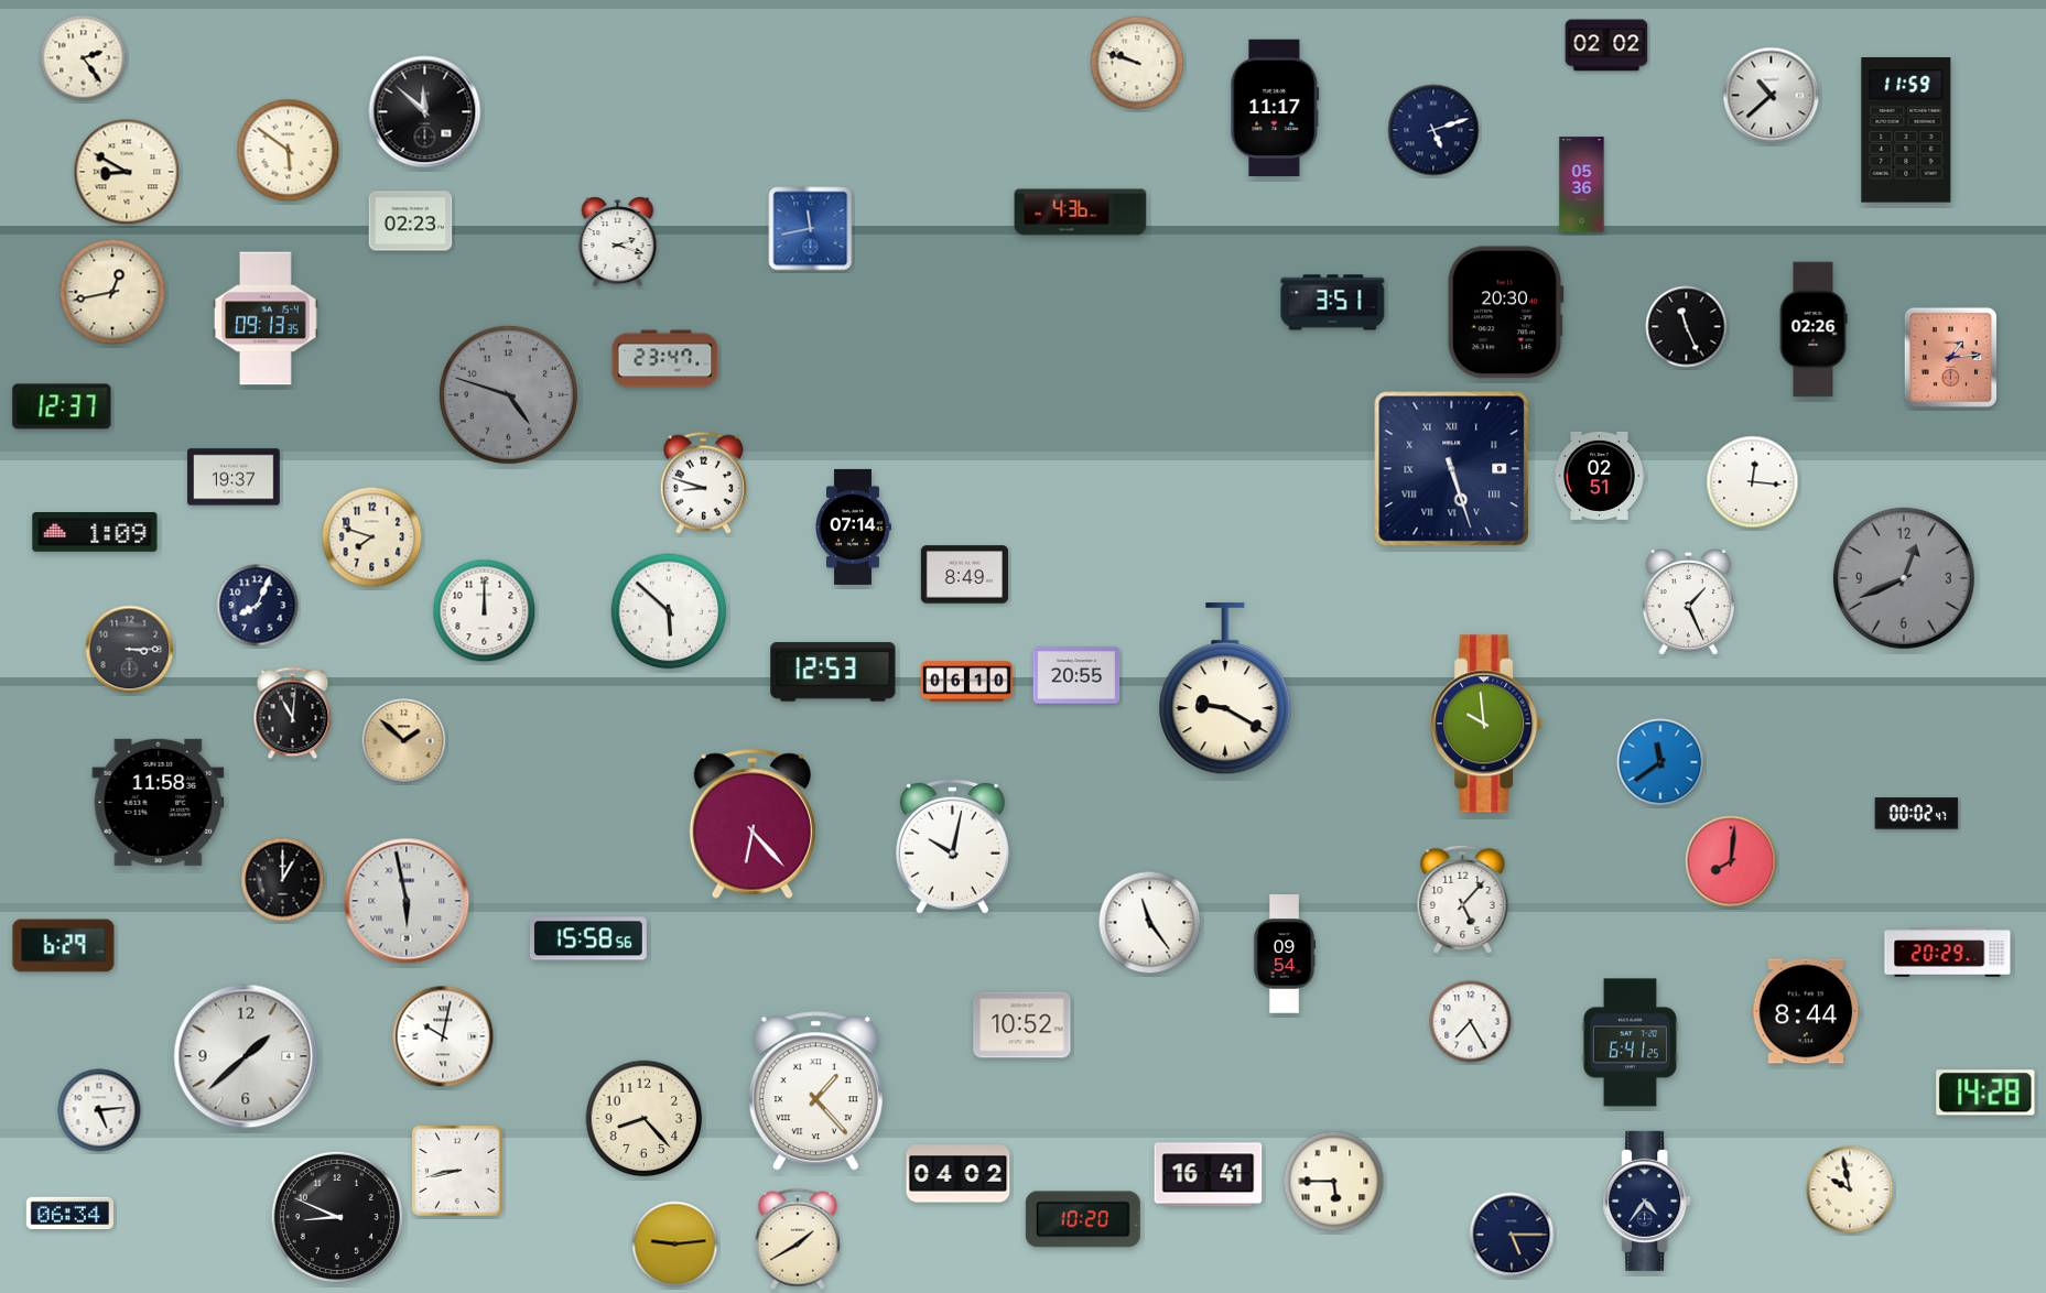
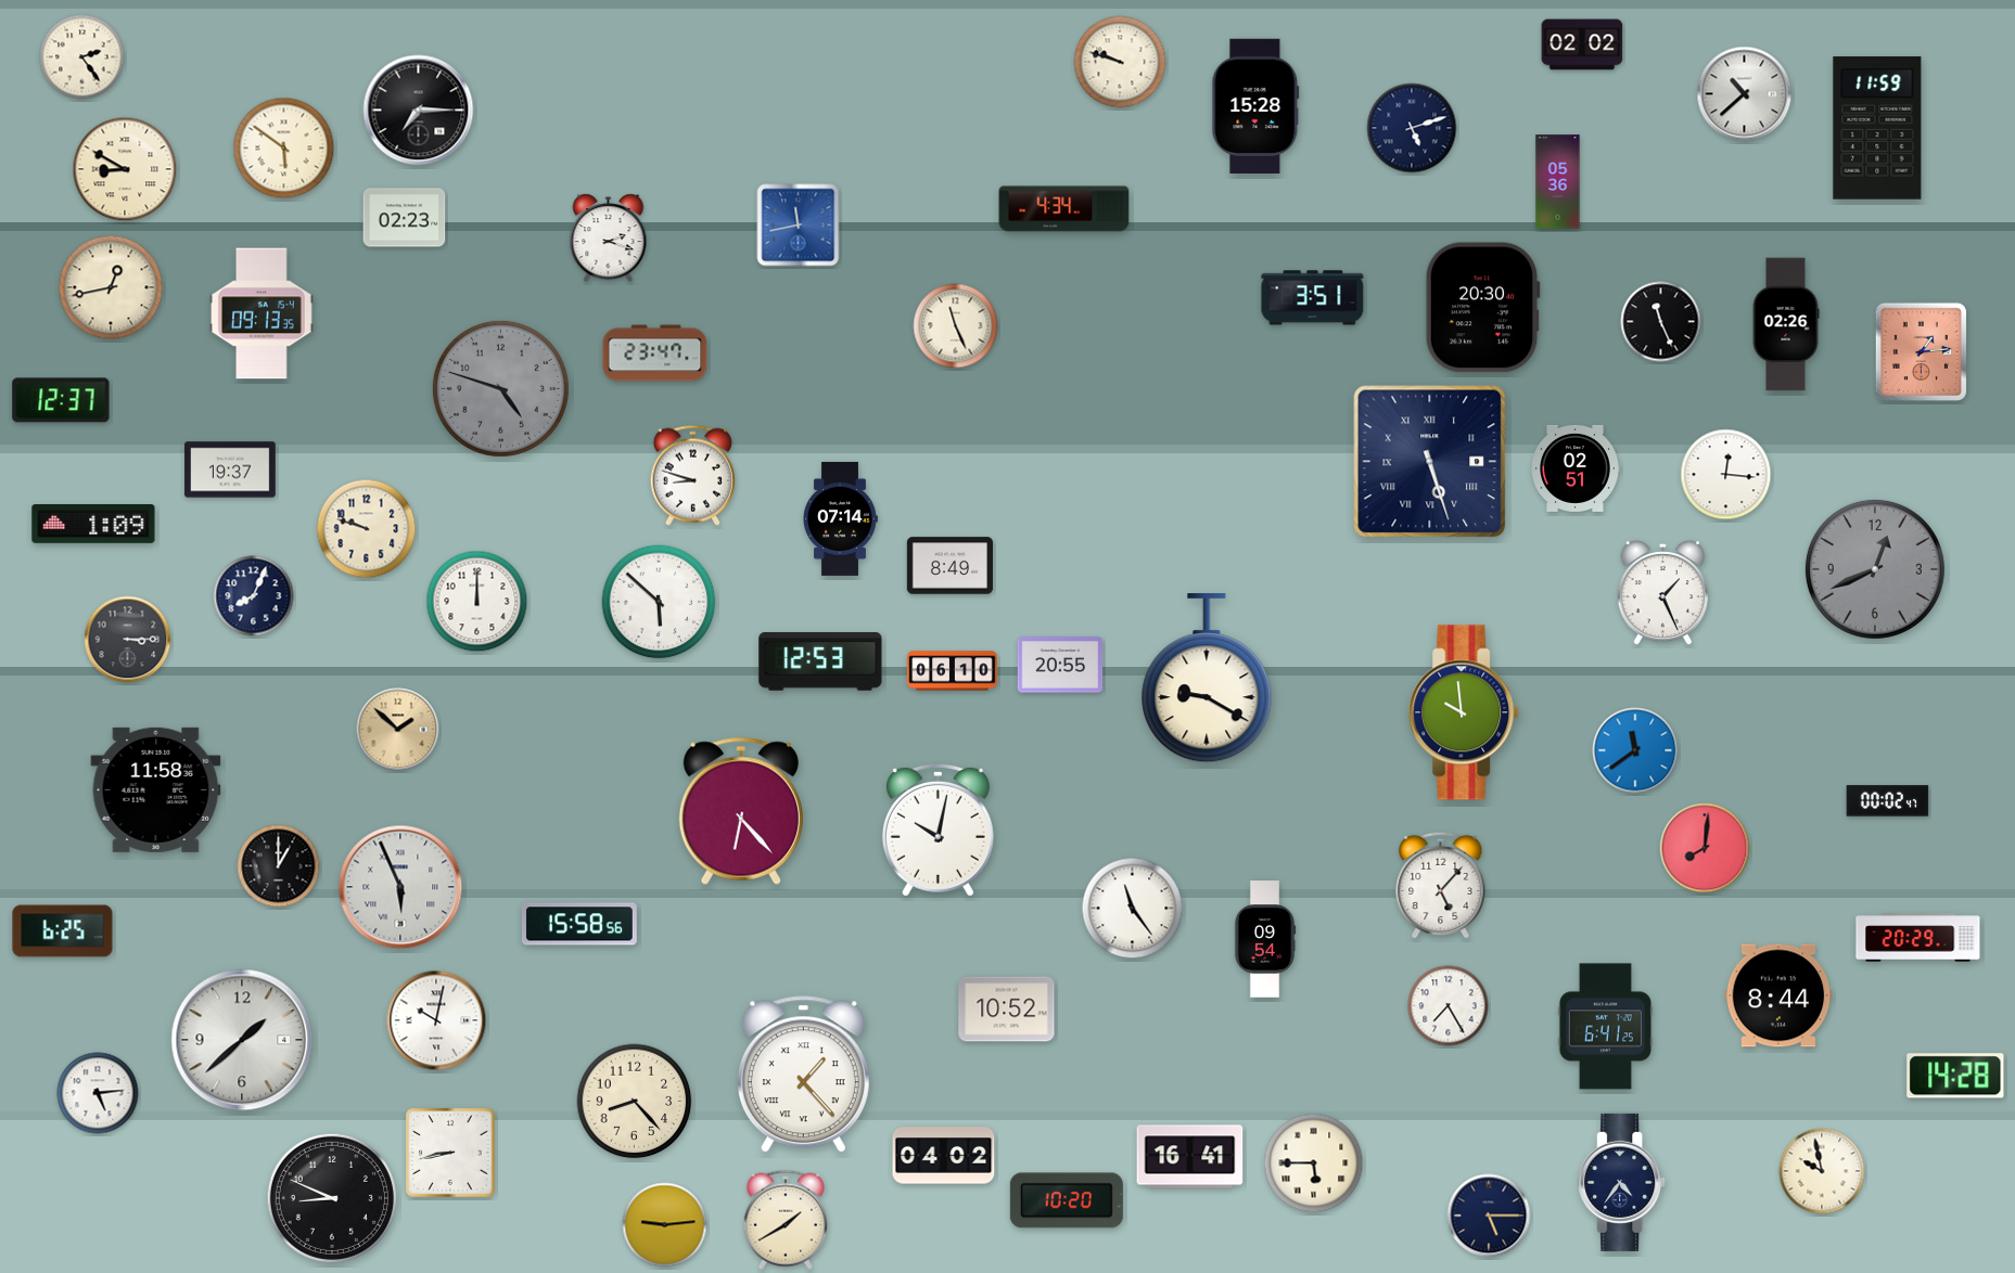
clock at (1275, 108): 11:17 -> 15:28
clock at (425, 112): 11:52 -> 7:15
clock at (1081, 213): 4:36 -> 4:34
clock at (956, 326): none -> 11:26
clock at (372, 537): 7:48 -> 9:48
clock at (293, 714): 11:01 -> none
clock at (952, 846) position: (952, 846) -> (938, 830)
clock at (407, 901): 5:58 -> 5:56
clock at (64, 946): 6:29 -> 6:25
clock at (69, 1214): 06:34 -> none
